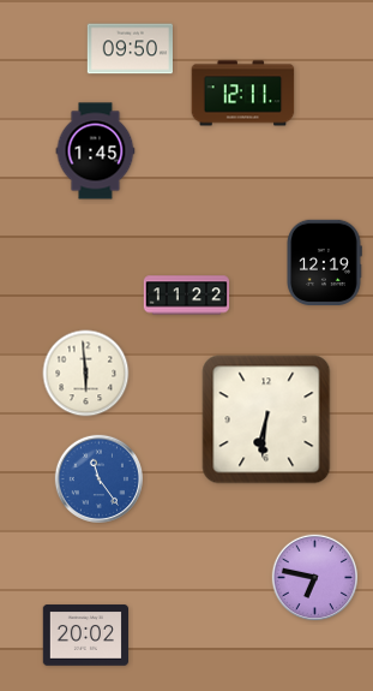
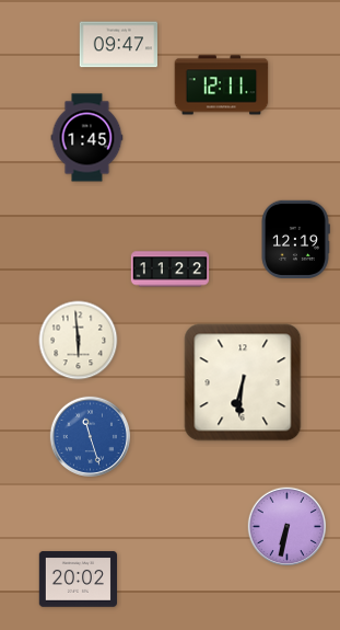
clock at (130, 49): 09:50 -> 09:47
clock at (98, 478): 11:24 -> 11:27
clock at (315, 578): 6:47 -> 6:32
